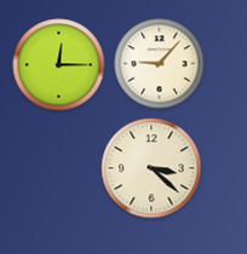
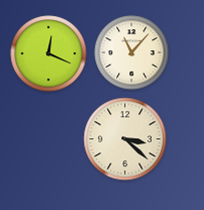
clock at (160, 64): 9:07 -> 11:07
clock at (59, 65): 12:15 -> 12:19
